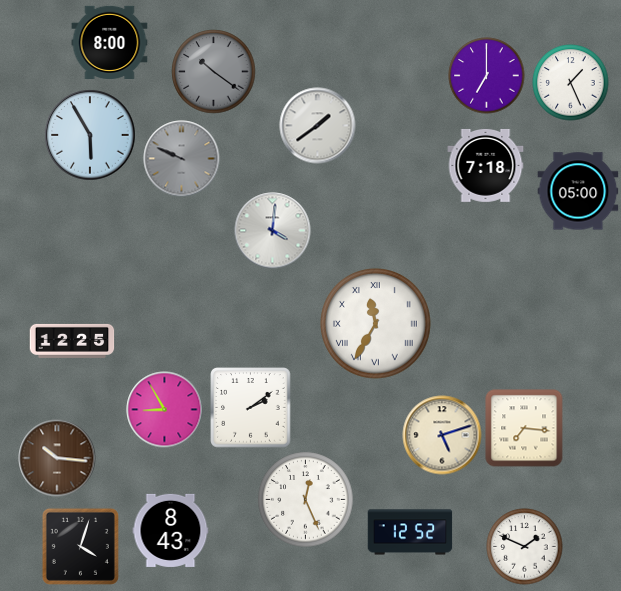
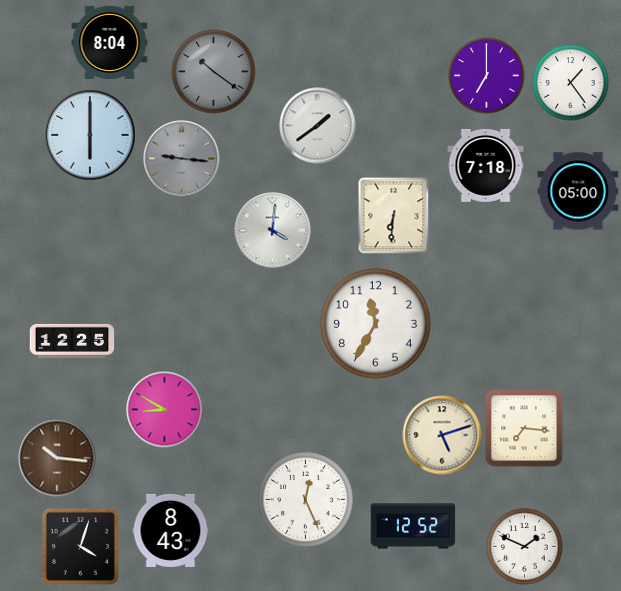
clock at (110, 42): 8:00 -> 8:04
clock at (571, 83): 1:26 -> 1:24
clock at (90, 135): 5:55 -> 6:00
clock at (182, 159): 9:49 -> 9:16
clock at (394, 215): none -> 6:31
clock at (376, 324) numerals: Roman -> Arabic
clock at (251, 408): 2:09 -> none
clock at (165, 410): 8:55 -> 8:50
clock at (410, 532) position: (410, 532) -> (413, 526)
